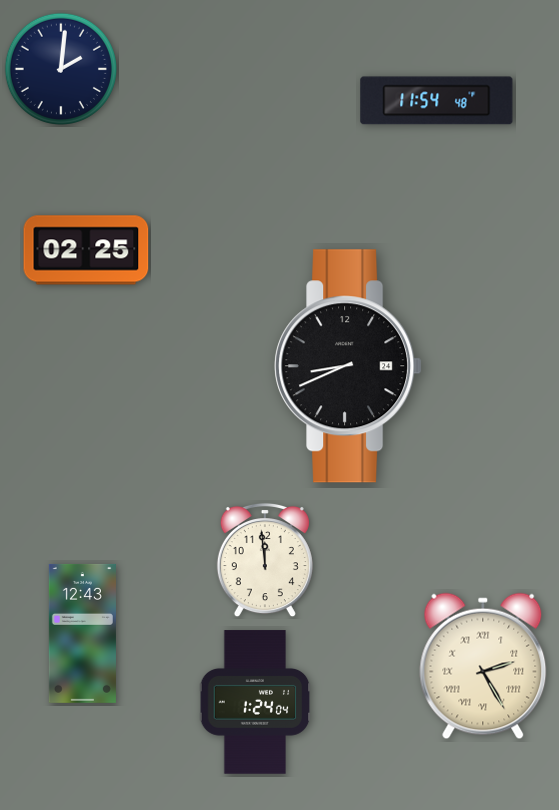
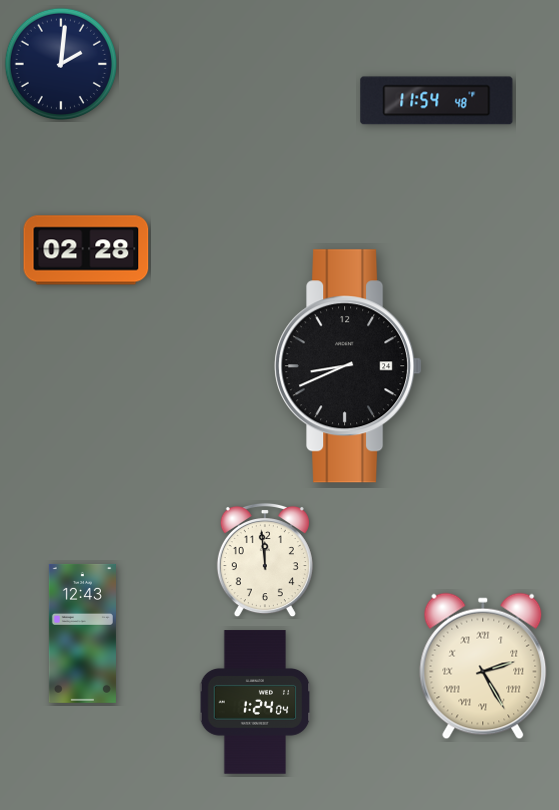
clock at (60, 68) position: (60, 68) -> (60, 63)
clock at (86, 250): 02:25 -> 02:28
